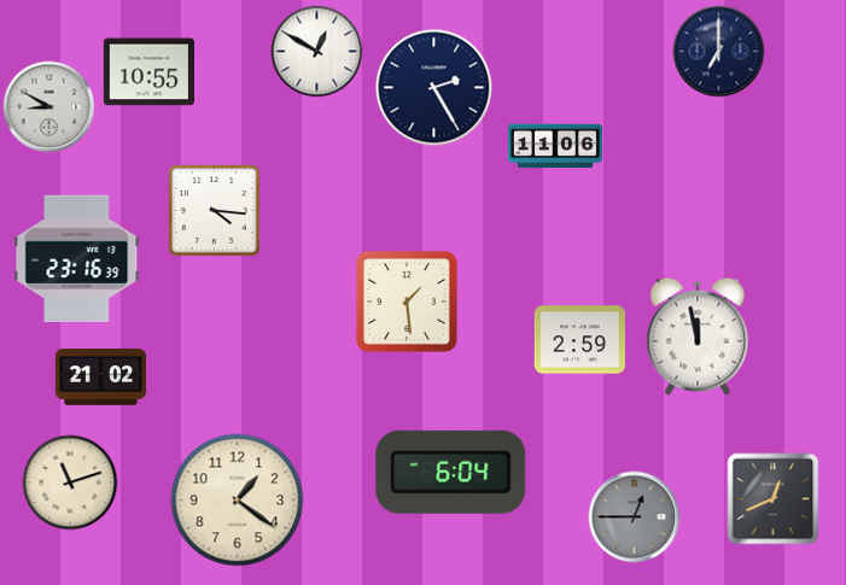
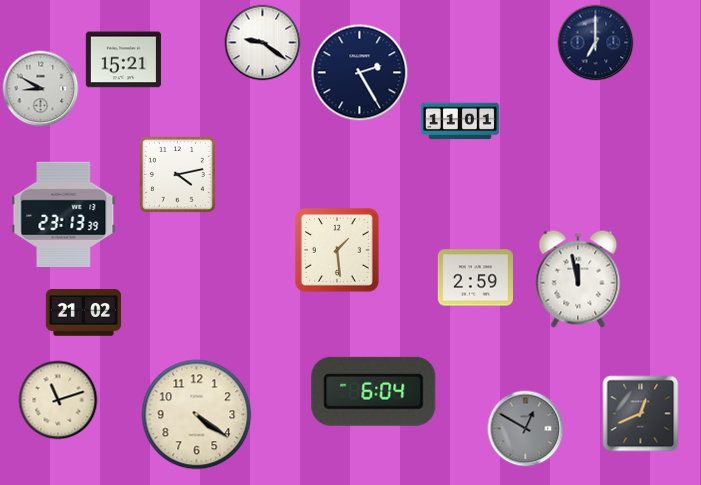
clock at (317, 52): 12:50 -> 9:21
clock at (148, 72): 10:55 -> 15:21
clock at (555, 146): 11:06 -> 11:01
clock at (215, 211): 4:16 -> 4:13
clock at (77, 258): 23:16 -> 23:13
clock at (579, 340) position: (579, 340) -> (475, 278)
clock at (238, 501): 1:21 -> 4:21
clock at (635, 517): 12:45 -> 12:50
